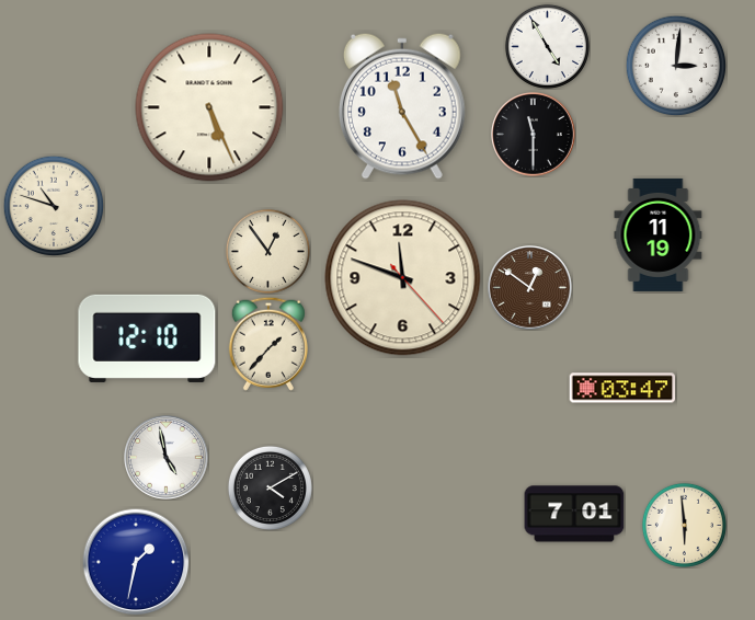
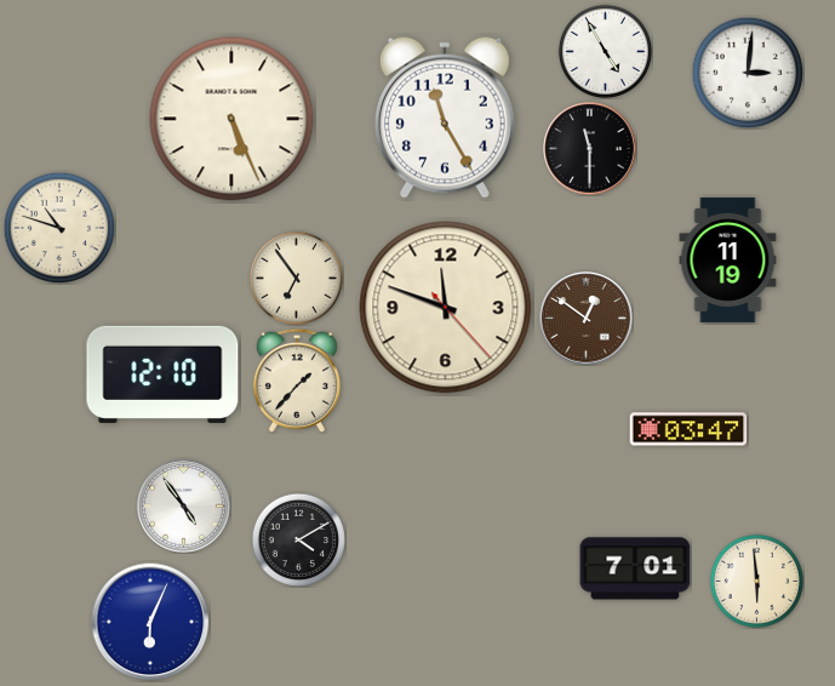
clock at (267, 251): 12:54 -> 6:54
clock at (167, 458): 4:58 -> 4:54
clock at (136, 562): 1:32 -> 6:04
